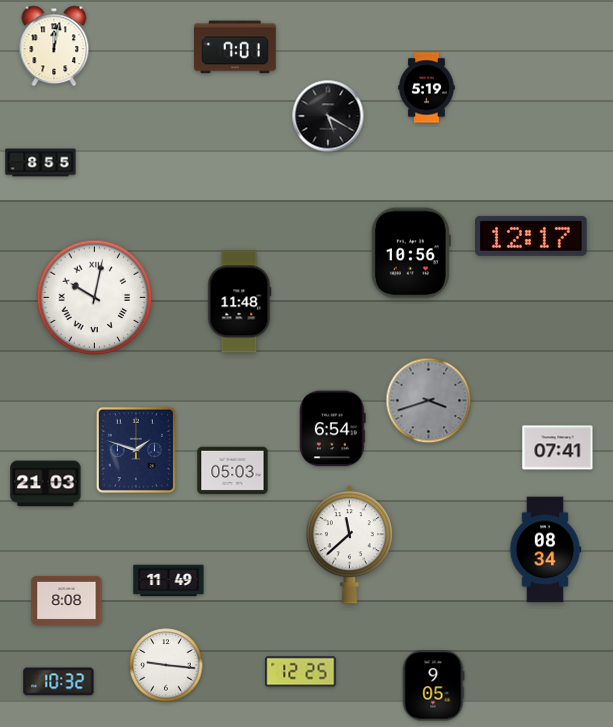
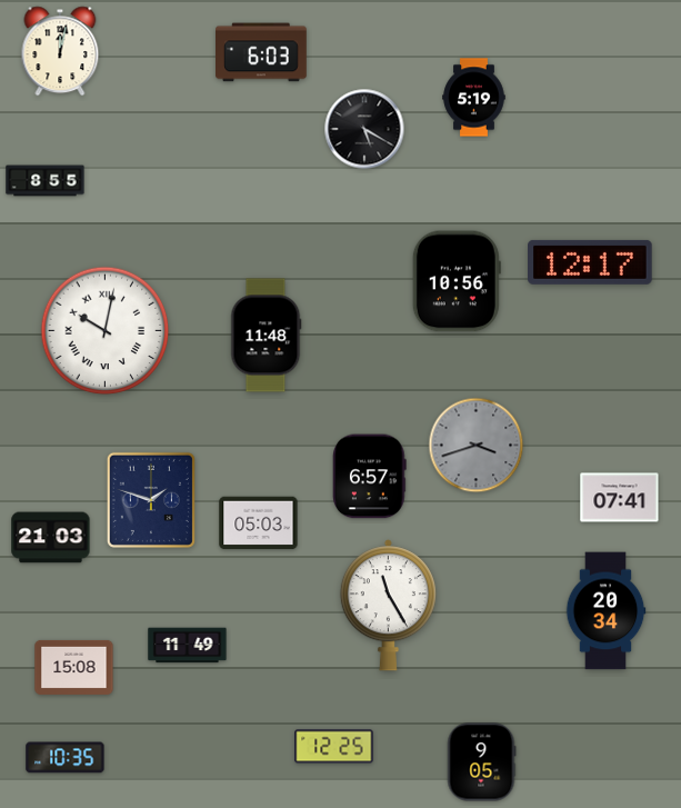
clock at (236, 47): 7:01 -> 6:03
clock at (333, 429): 6:54 -> 6:57
clock at (349, 545): 11:38 -> 11:25
clock at (545, 550): 08:34 -> 20:34
clock at (67, 600): 8:08 -> 15:08
clock at (166, 665): 9:16 -> none
clock at (59, 682): 10:32 -> 10:35
